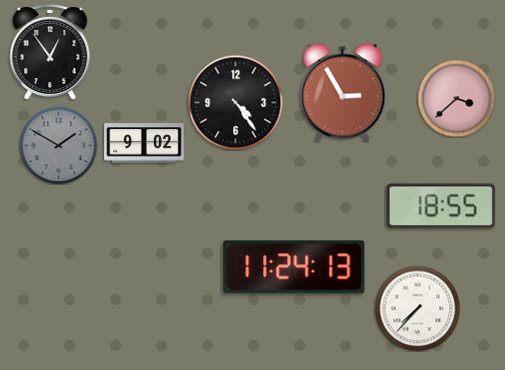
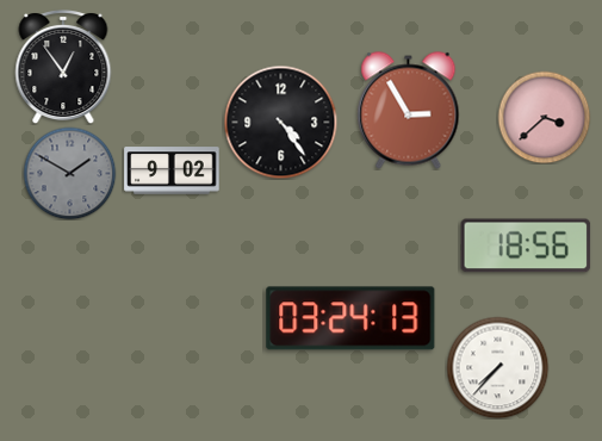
clock at (50, 53) position: (50, 53) -> (63, 68)
clock at (441, 206): 18:55 -> 18:56
clock at (294, 267): 11:24 -> 03:24
